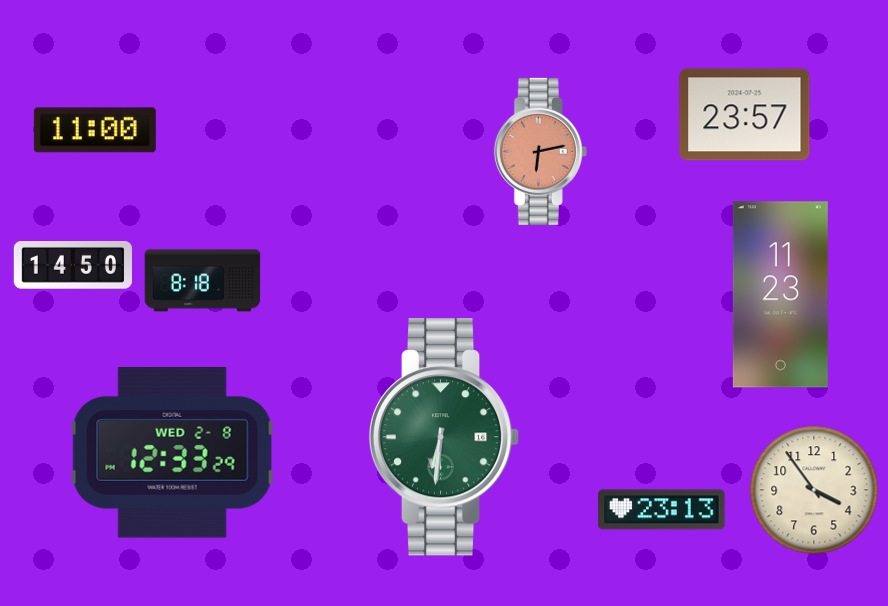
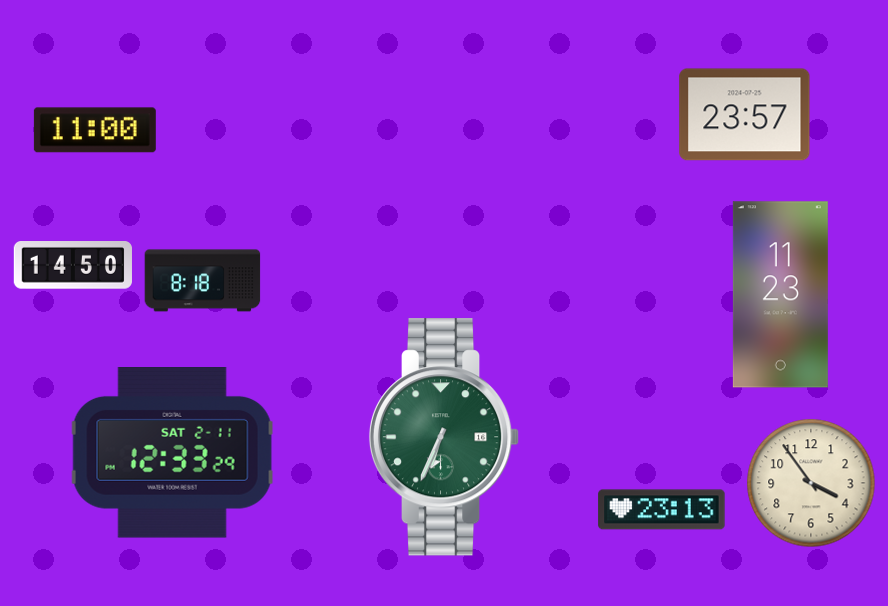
clock at (540, 151): 6:13 -> none
clock at (444, 437): 6:31 -> 6:34
clock at (173, 453) date: WED 2-8 -> SAT 2-11
clock at (814, 490) position: (814, 490) -> (811, 483)
